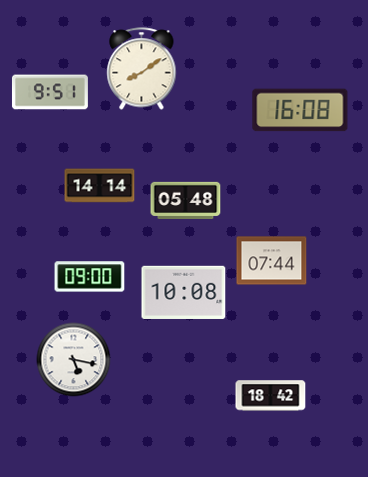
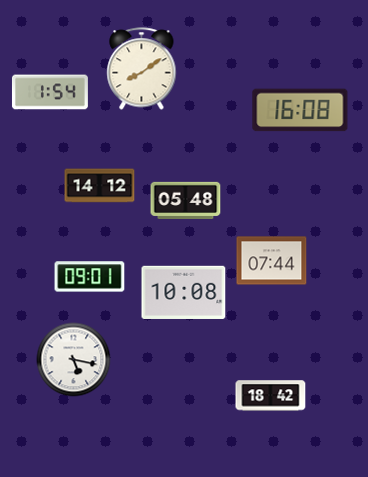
clock at (50, 92): 9:51 -> 1:54
clock at (100, 186): 14:14 -> 14:12
clock at (90, 277): 09:00 -> 09:01
